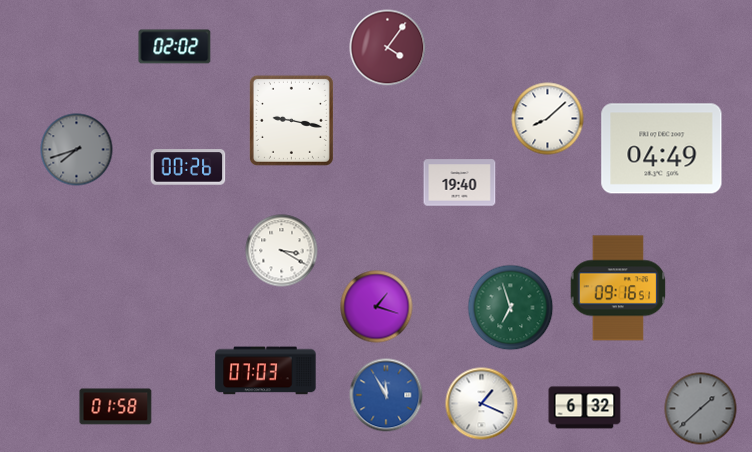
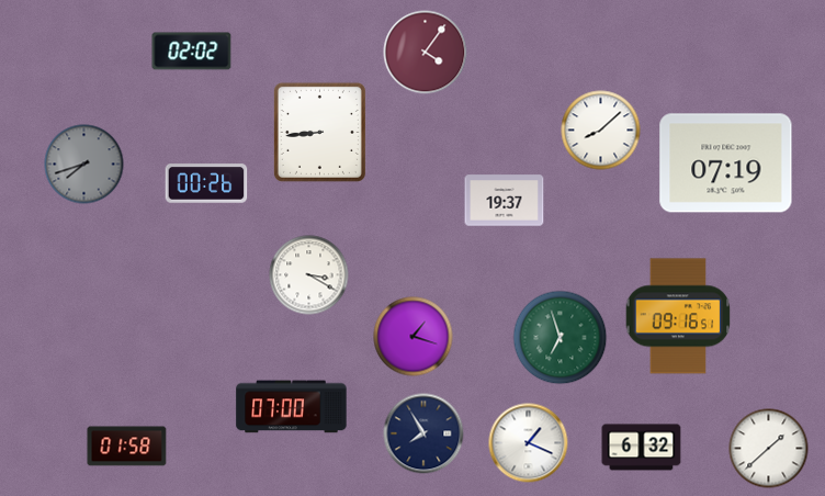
clock at (291, 120): 9:17 -> 8:44
clock at (662, 149): 04:49 -> 07:19
clock at (460, 183): 19:40 -> 19:37
clock at (266, 371): 07:03 -> 07:00
clock at (386, 395): 11:55 -> 7:55
clock at (386, 395) dial: blue -> navy
clock at (701, 409) dial: grey -> white
